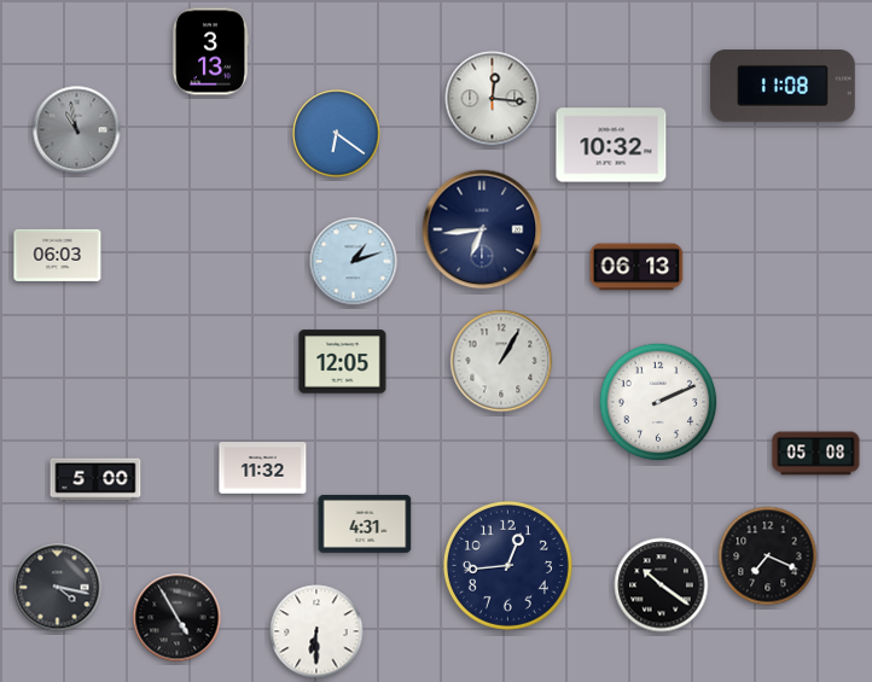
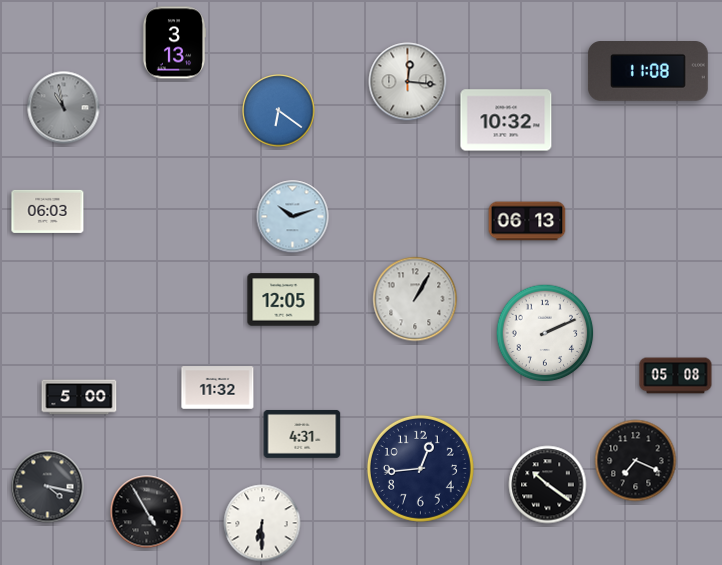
clock at (482, 229): 6:44 -> none
clock at (354, 262): 1:12 -> 10:12
